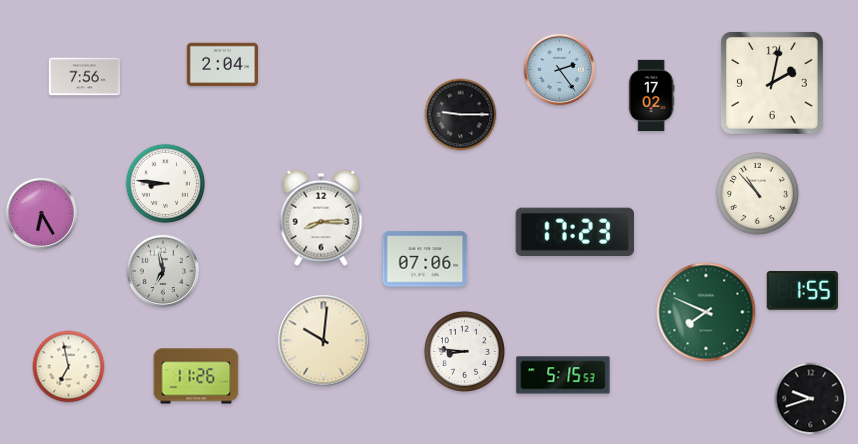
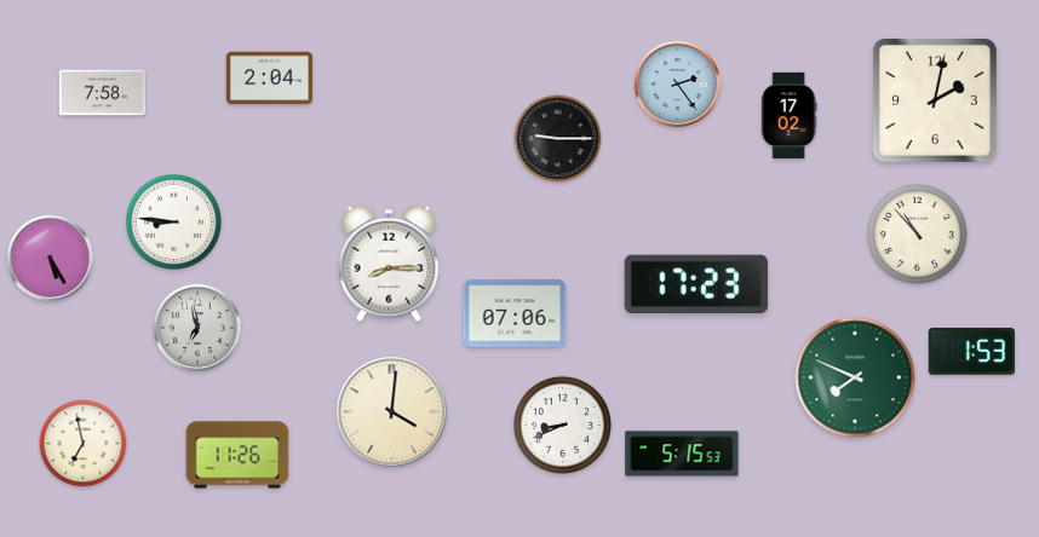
clock at (84, 77): 7:56 -> 7:58
clock at (165, 183) position: (165, 183) -> (173, 221)
clock at (42, 214): 6:25 -> 5:25
clock at (575, 231) position: (575, 231) -> (696, 283)
clock at (802, 291): 1:55 -> 1:53
clock at (324, 341): 10:01 -> 4:01
clock at (464, 351): 8:46 -> 8:41
clock at (811, 399): 9:42 -> none
